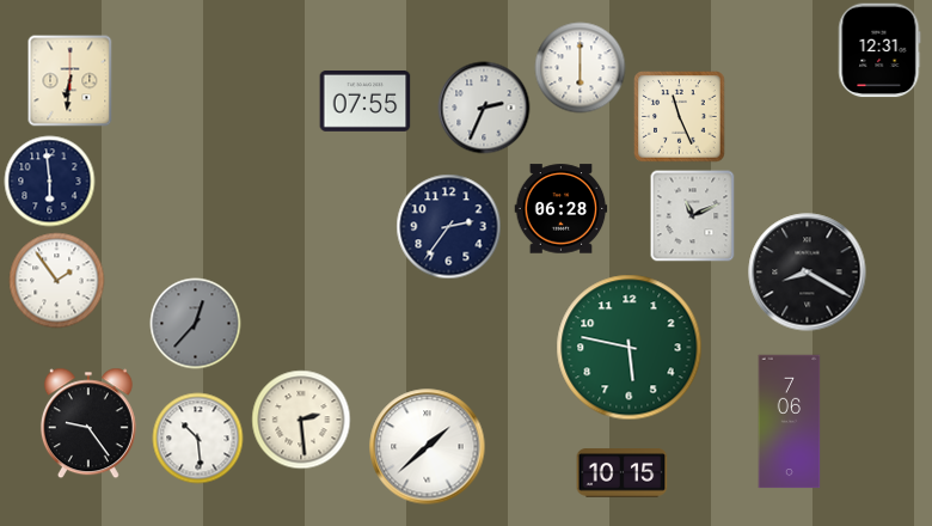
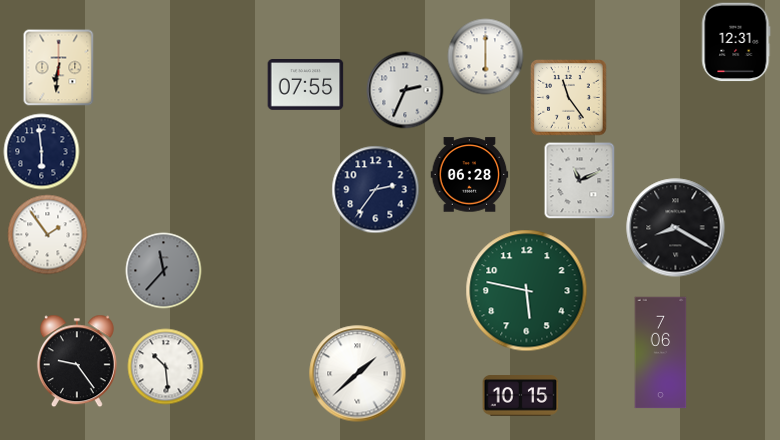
clock at (680, 117): 11:26 -> 11:24
clock at (196, 324): 12:37 -> 11:37
clock at (301, 420): 2:29 -> none
clock at (88, 423) position: (88, 423) -> (77, 361)
